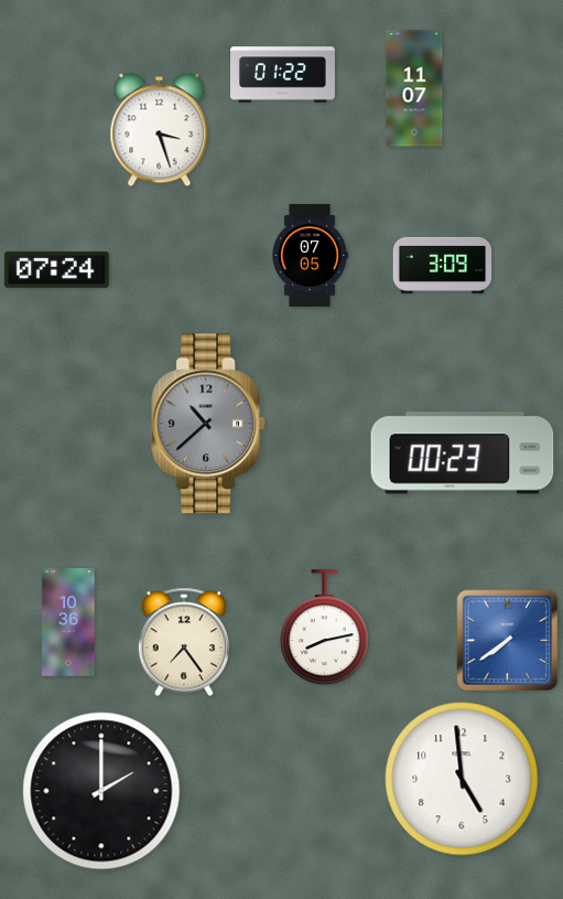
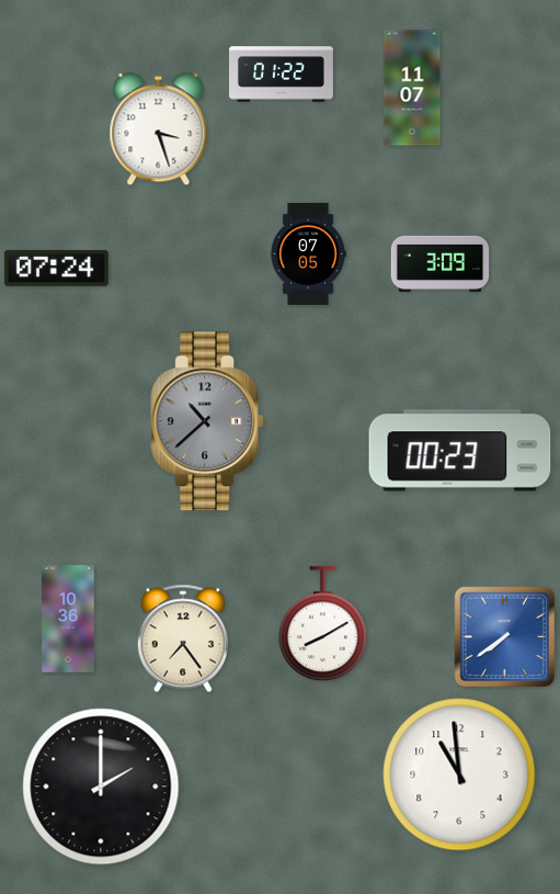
clock at (325, 628): 8:13 -> 8:10
clock at (462, 779): 4:59 -> 10:59
